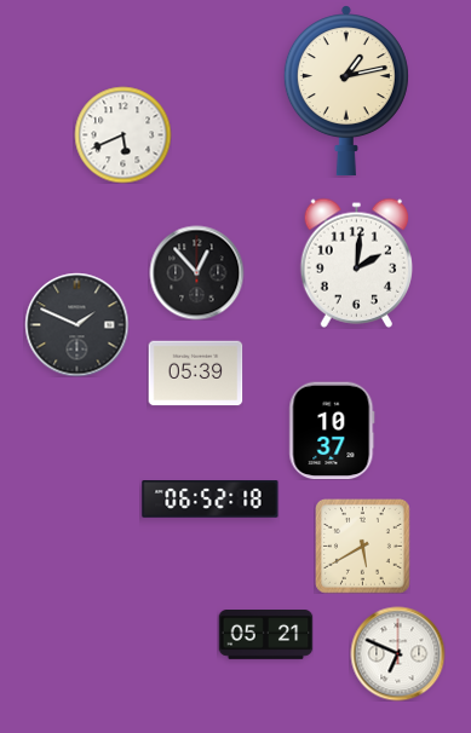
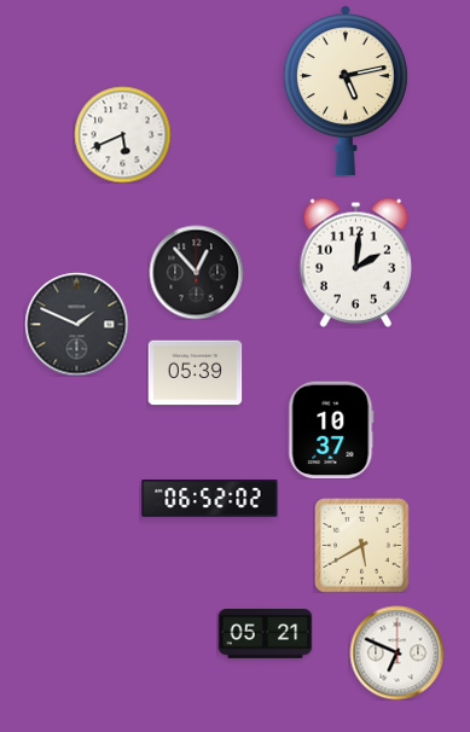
clock at (346, 91): 1:13 -> 5:13
clock at (211, 500): 06:52:18 -> 06:52:02
